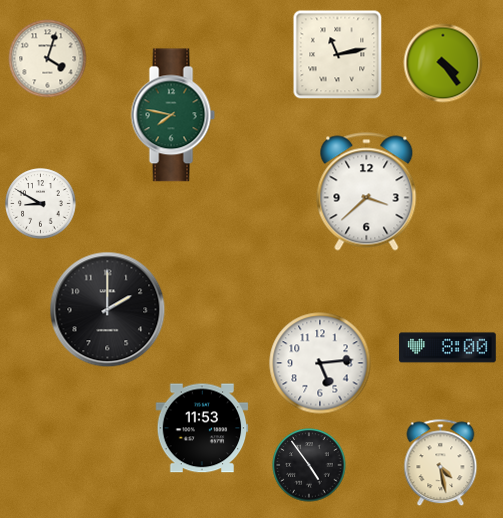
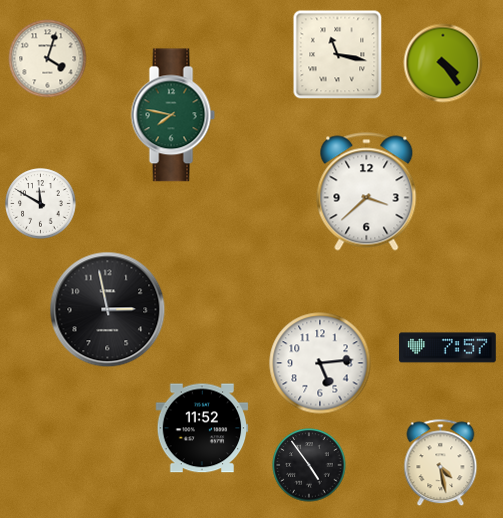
clock at (338, 55): 11:13 -> 11:17
clock at (41, 204): 8:50 -> 11:50
clock at (108, 310): 2:00 -> 2:58
clock at (448, 348): 8:00 -> 7:57
clock at (202, 428): 11:53 -> 11:52
